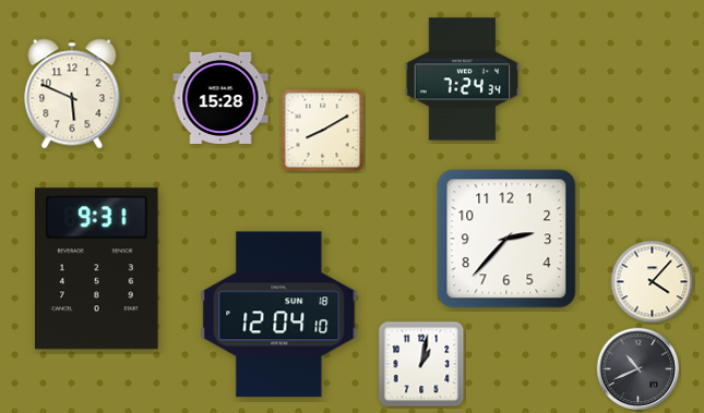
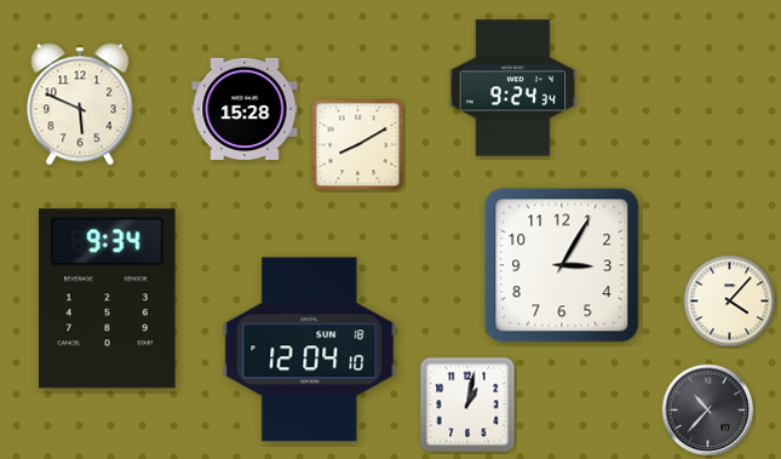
clock at (463, 80): 7:24 -> 9:24
clock at (506, 239): 2:37 -> 3:05
clock at (97, 269): 9:31 -> 9:34
clock at (653, 282) position: (653, 282) -> (730, 302)
clock at (639, 369): 10:41 -> 10:37
